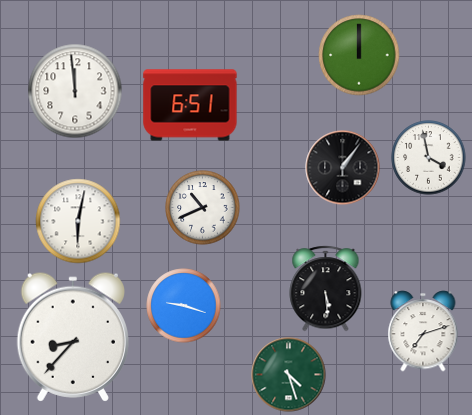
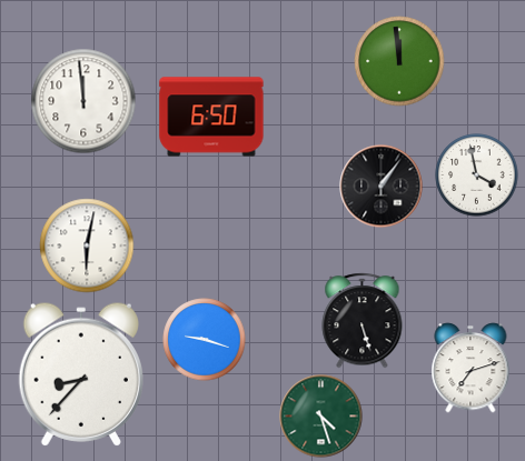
clock at (359, 55): 12:00 -> 11:59
clock at (190, 105): 6:51 -> 6:50
clock at (203, 208): 10:41 -> none
clock at (326, 289): 5:29 -> 5:27
